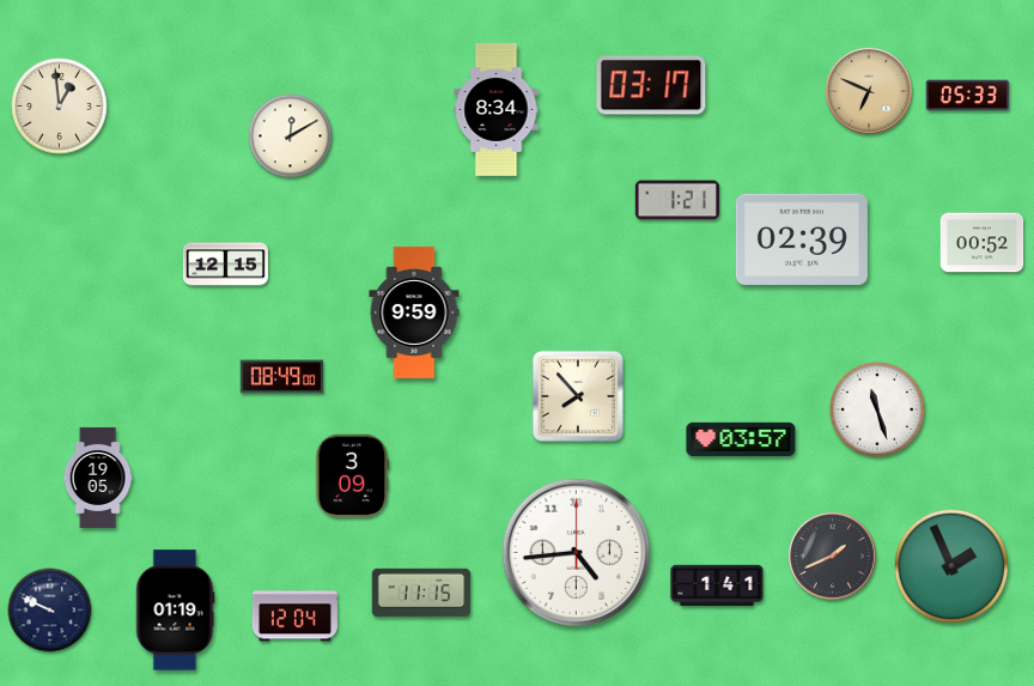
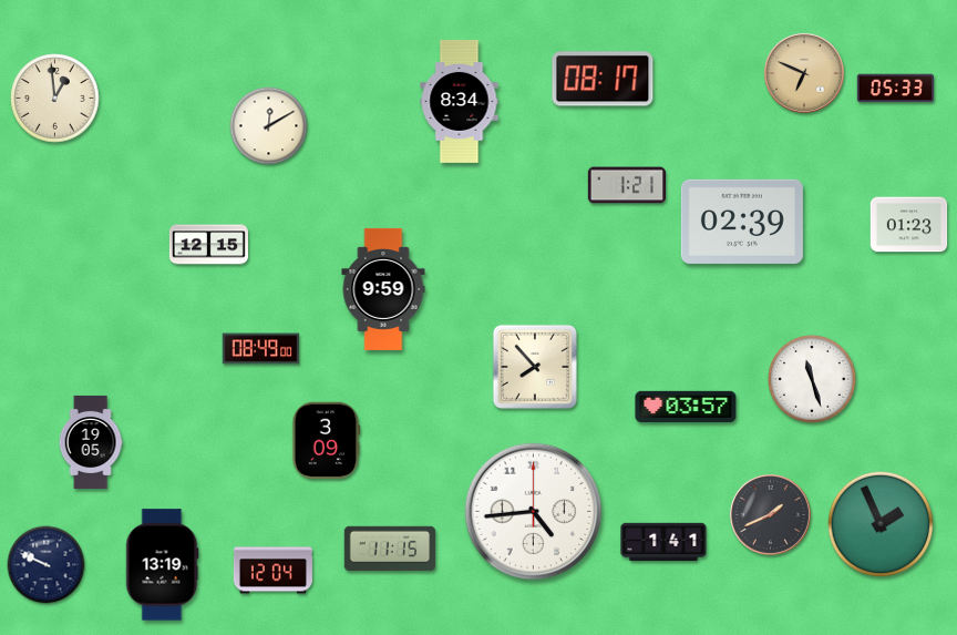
clock at (651, 85): 03:17 -> 08:17
clock at (869, 91) position: (869, 91) -> (804, 73)
clock at (983, 243): 00:52 -> 01:23
clock at (175, 611): 01:19 -> 13:19
